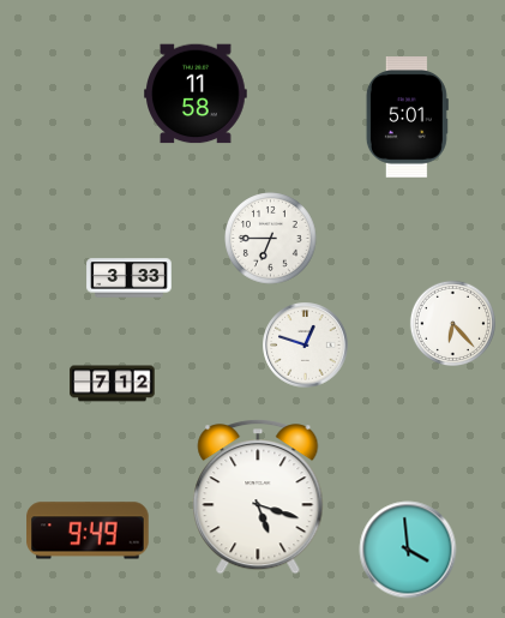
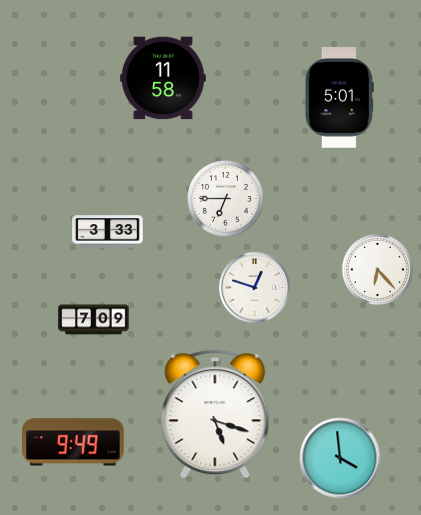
clock at (113, 384): 7:12 -> 7:09
